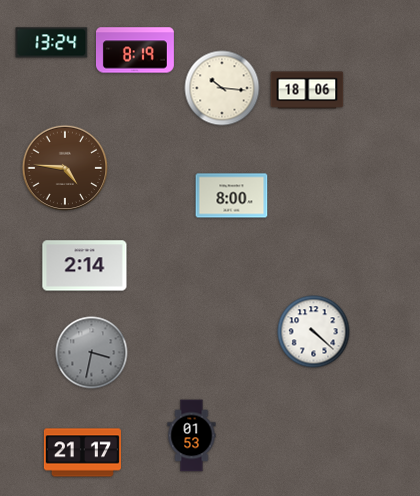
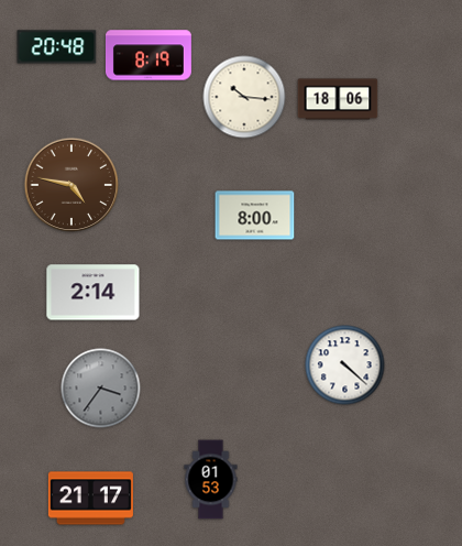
clock at (52, 43): 13:24 -> 20:48
clock at (65, 168): 4:46 -> 4:47
clock at (92, 353): 3:32 -> 3:36
